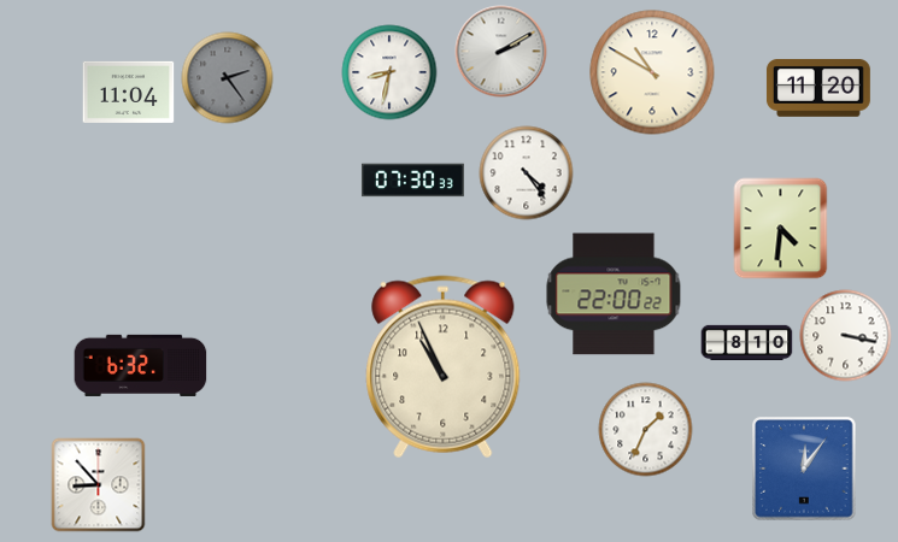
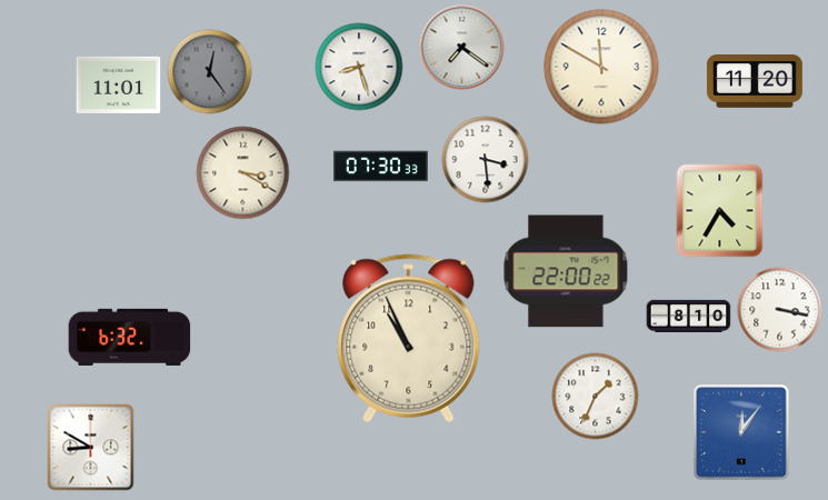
clock at (501, 52): 2:10 -> 7:21
clock at (389, 72): 8:32 -> 8:27
clock at (652, 72): 10:50 -> 11:50
clock at (228, 78): 2:24 -> 12:24
clock at (129, 92): 11:04 -> 11:01
clock at (527, 173): 4:24 -> 3:29
clock at (243, 173): none -> 3:20
clock at (781, 229): 4:31 -> 4:35
clock at (99, 485): 8:53 -> 8:50
